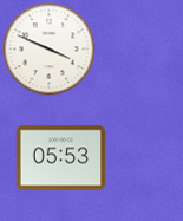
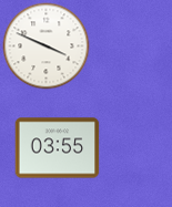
clock at (61, 158): 05:53 -> 03:55
